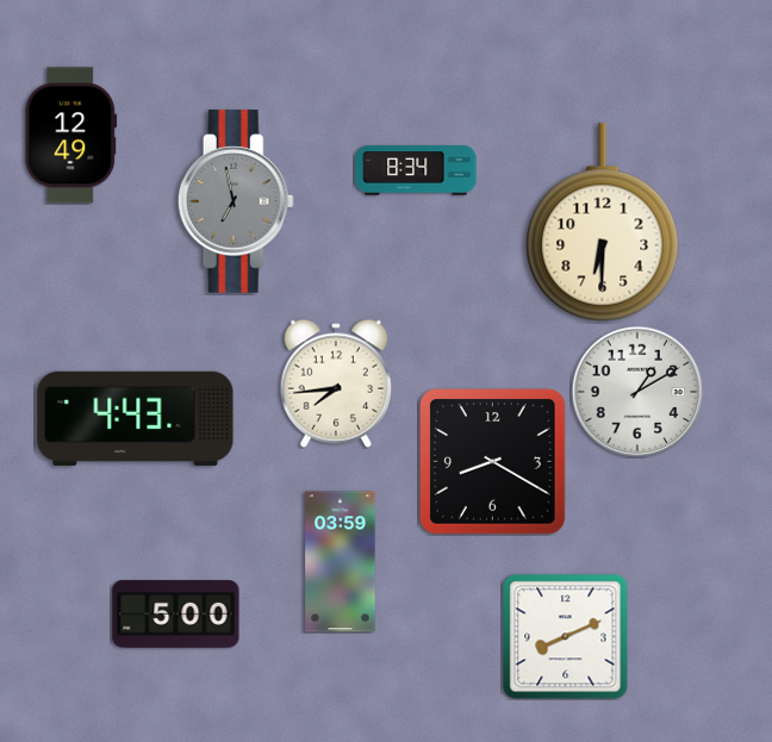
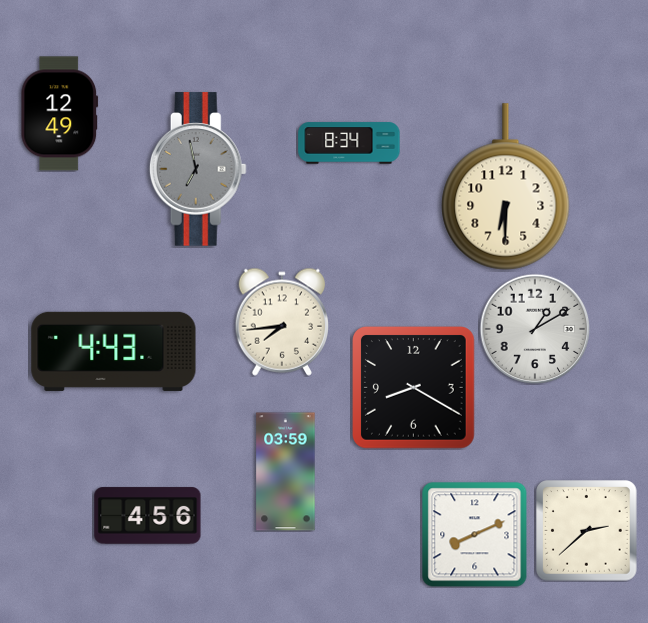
clock at (176, 615): 5:00 -> 4:56
clock at (587, 531): none -> 2:38
